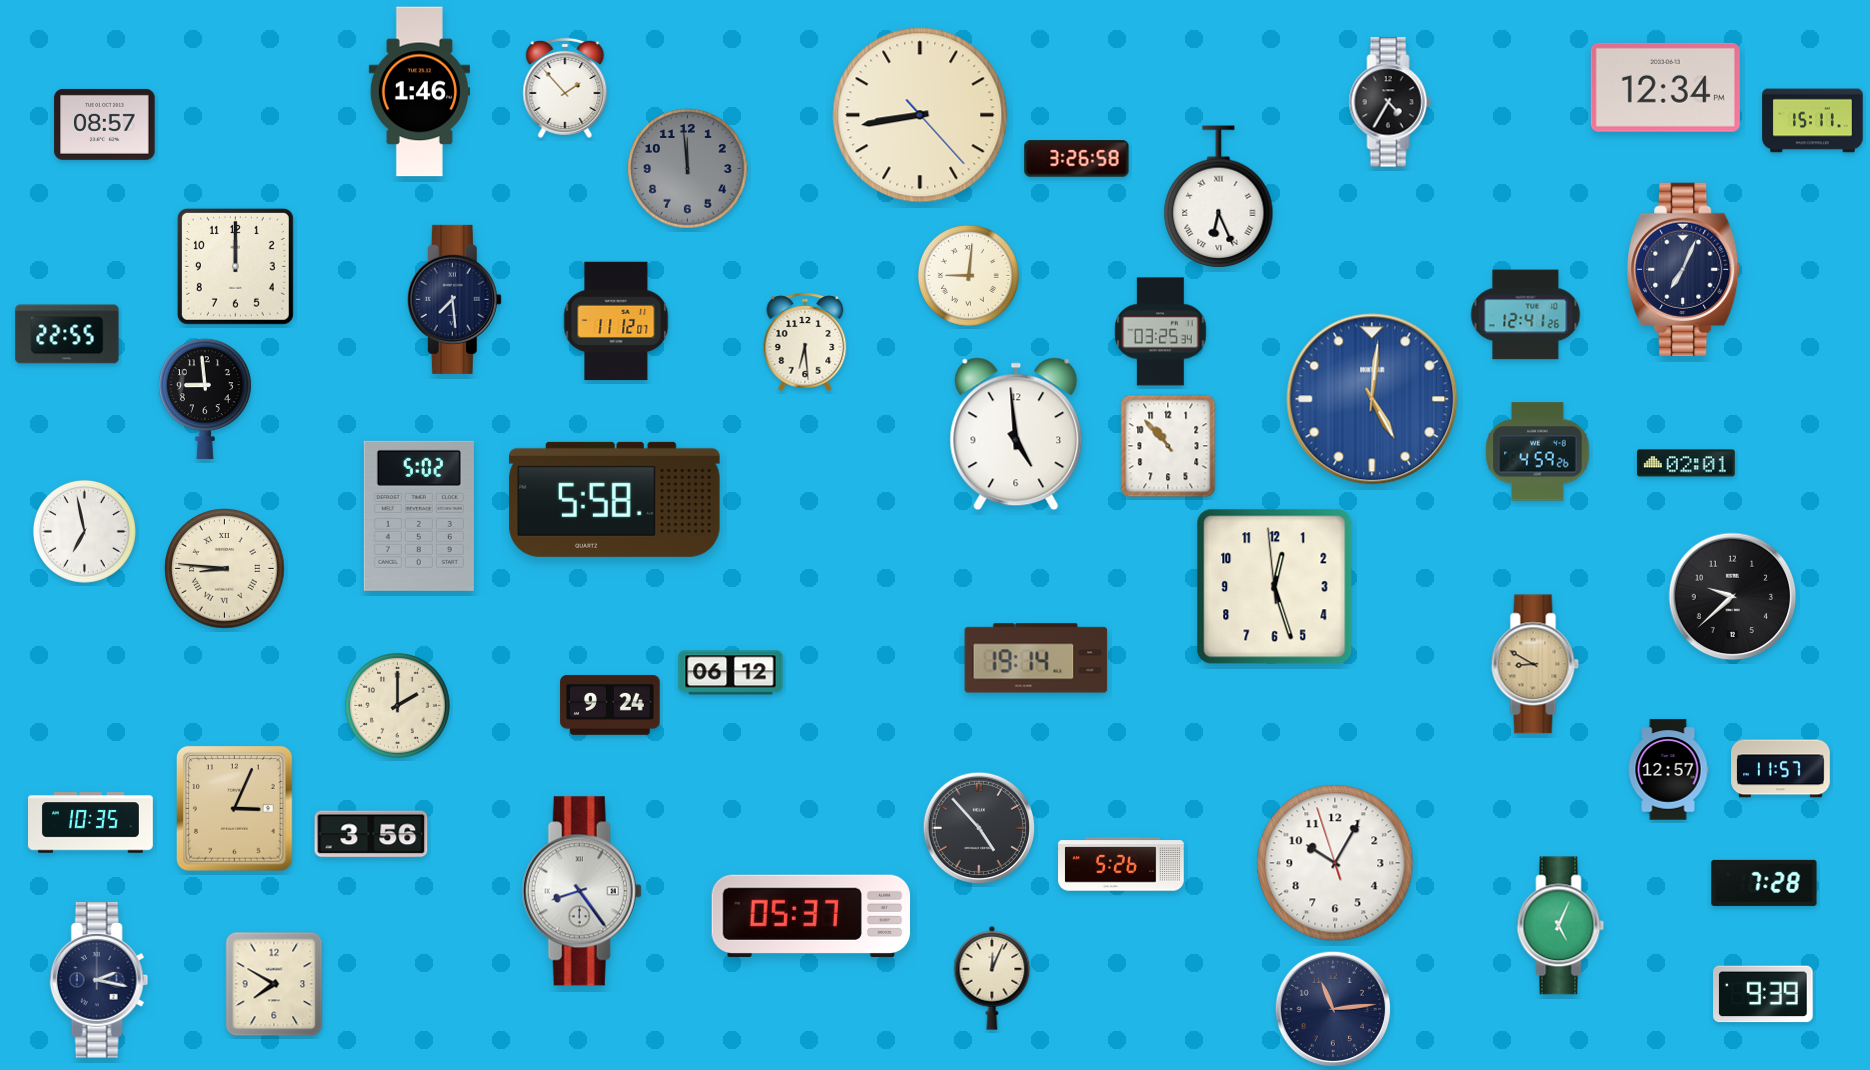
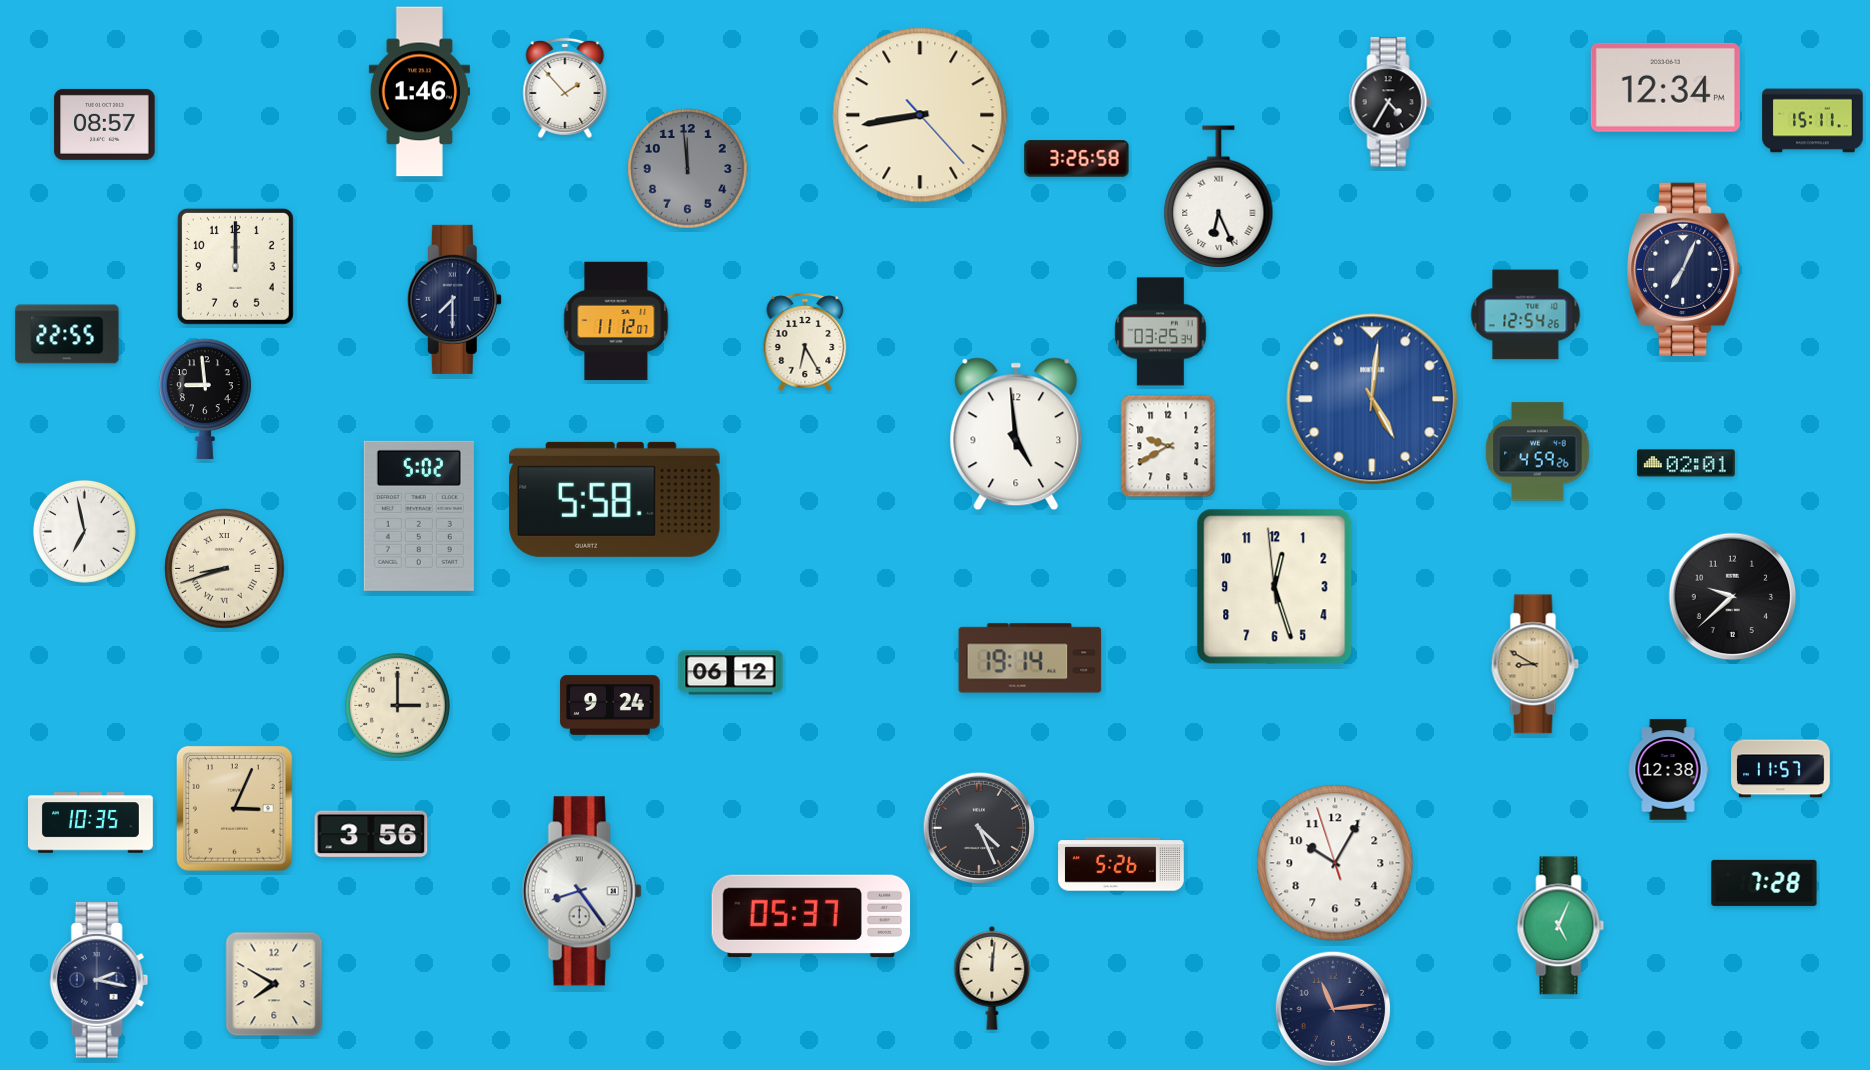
clock at (968, 275): 9:01 -> none
clock at (454, 299): 7:29 -> 7:30
clock at (1526, 315): 12:41 -> 12:54
clock at (805, 342): 6:29 -> 6:25
clock at (1168, 446): 10:53 -> 9:40
clock at (225, 569): 8:46 -> 8:42
clock at (1036, 658) position: (1036, 658) -> (1030, 658)
clock at (397, 705): 2:00 -> 3:00
clock at (1668, 770): 12:57 -> 12:38
clock at (978, 827): 4:53 -> 4:26
clock at (992, 978): 12:04 -> 12:01
clock at (1763, 994): 9:39 -> none
